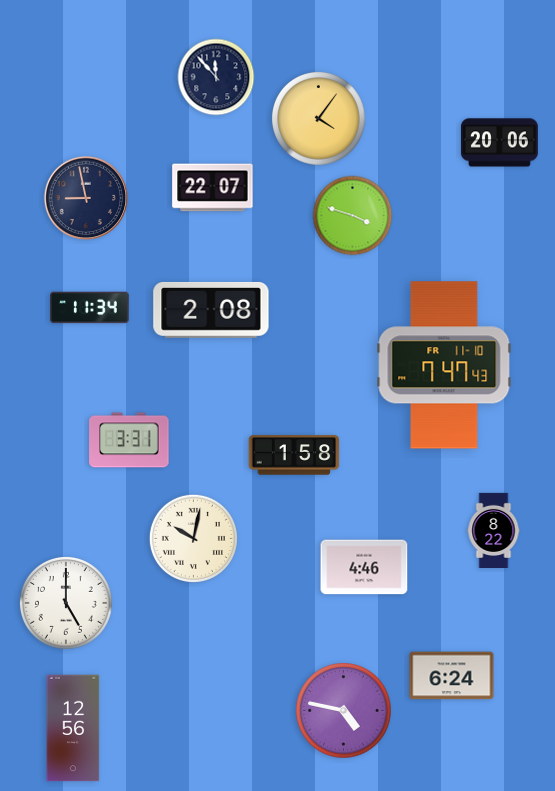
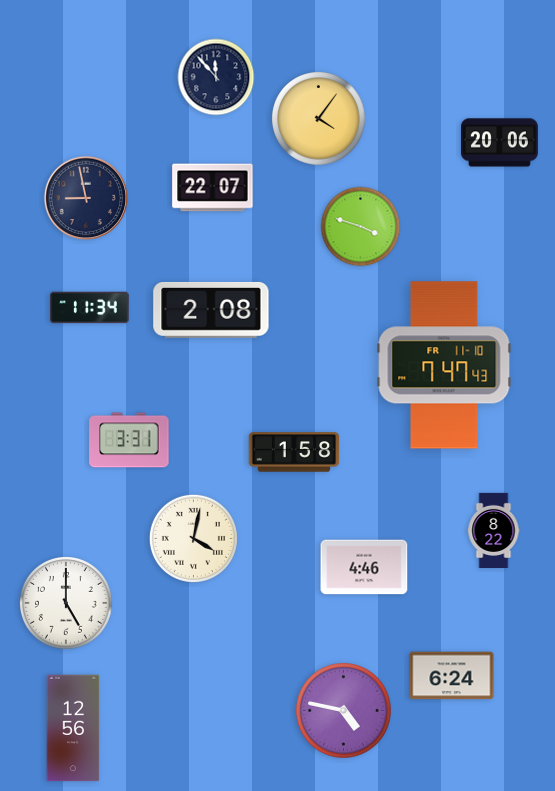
clock at (353, 216) position: (353, 216) -> (361, 227)
clock at (294, 455) position: (294, 455) -> (294, 452)
clock at (193, 538): 10:02 -> 4:02
